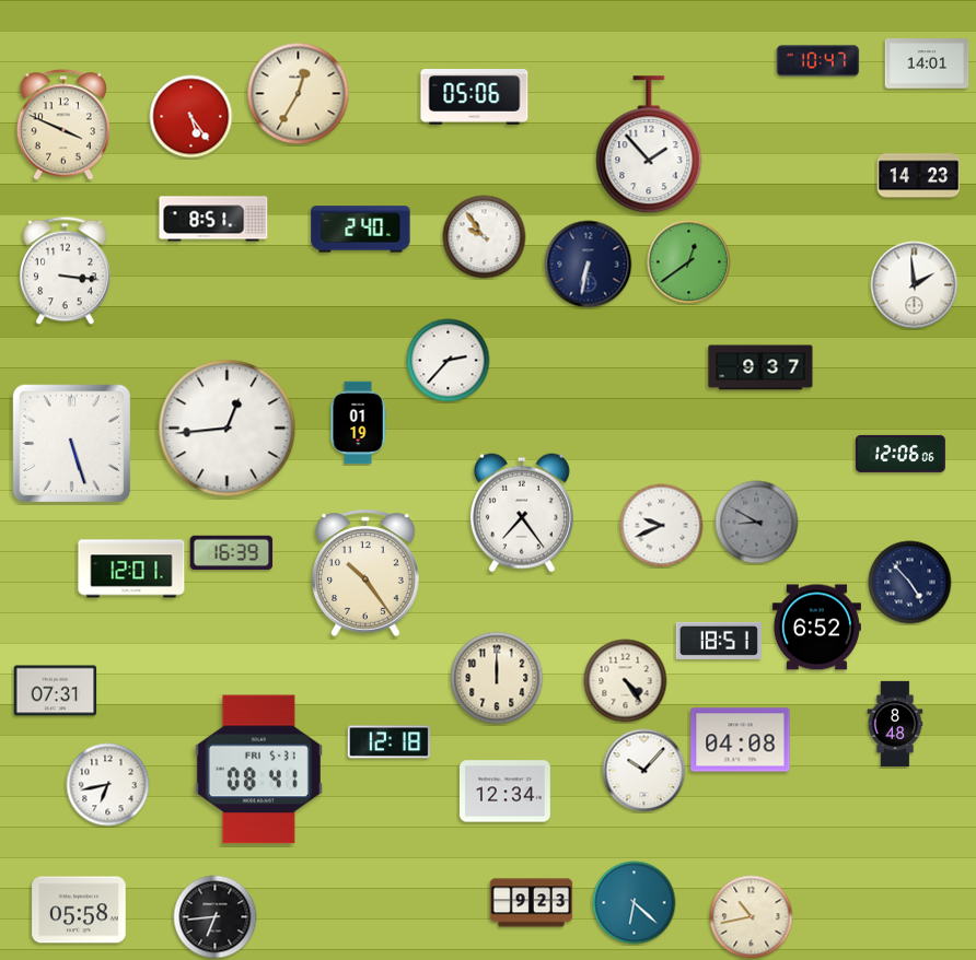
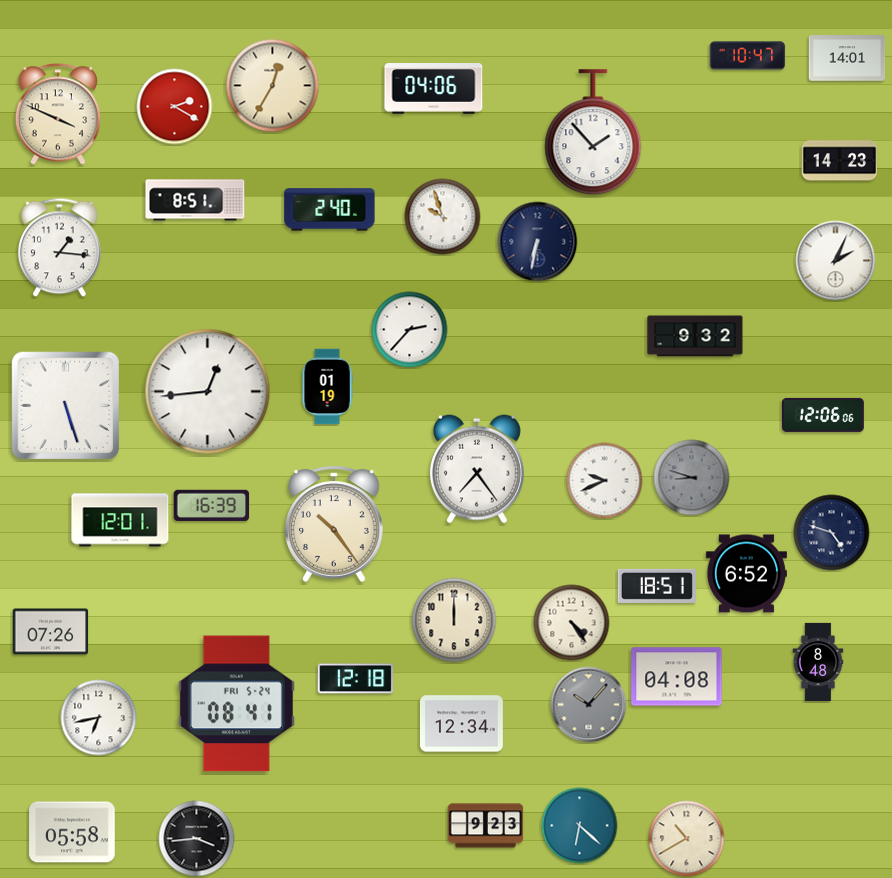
clock at (475, 97): 05:06 -> 04:06
clock at (191, 117): 5:24 -> 2:20
clock at (485, 237): 9:54 -> 9:57
clock at (689, 262): 12:39 -> none
clock at (65, 271): 3:16 -> 1:16
clock at (915, 285): 1:59 -> 2:04
clock at (760, 367): 9:37 -> 9:32
clock at (757, 523): 8:50 -> 8:48
clock at (910, 583): 4:53 -> 4:48
clock at (56, 691): 07:31 -> 07:26
clock at (258, 770) date: FRI 5-31 -> FRI 5-24
clock at (644, 771) dial: white -> grey
clock at (216, 917): 6:44 -> 3:44
clock at (752, 917): 10:43 -> 10:40
